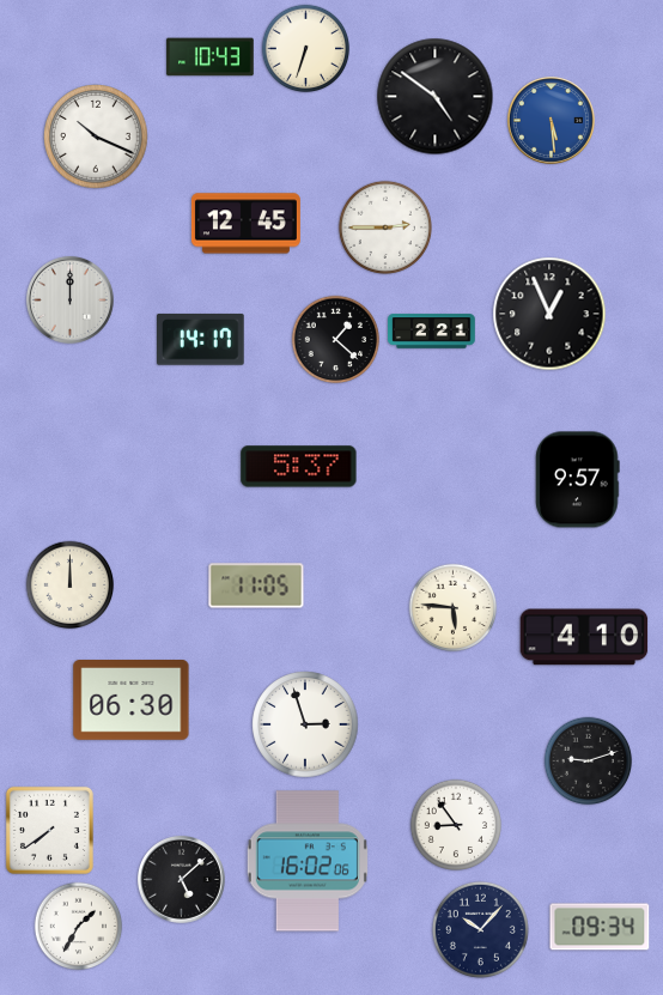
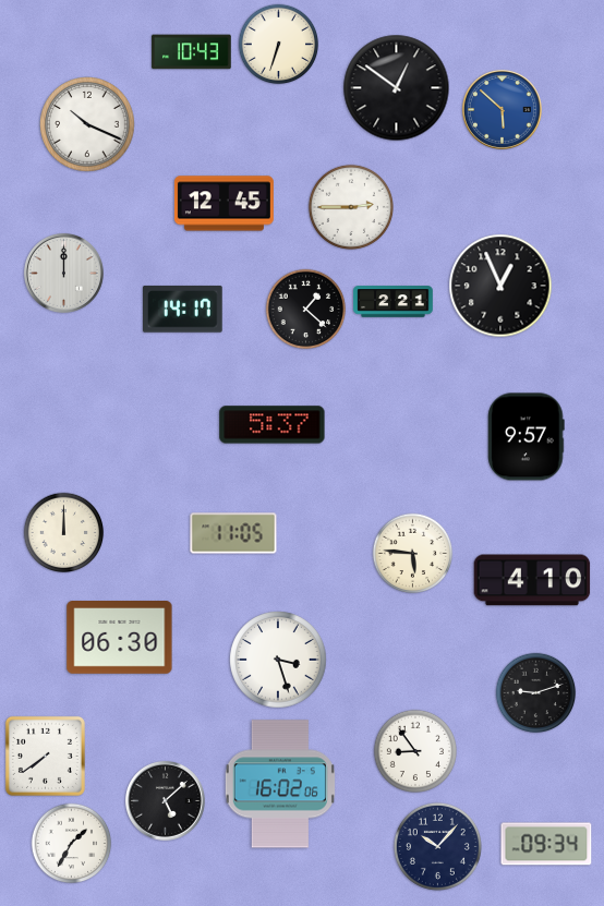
clock at (436, 97): 4:51 -> 12:51
clock at (551, 120): 5:29 -> 5:52
clock at (305, 724): 2:57 -> 3:27
